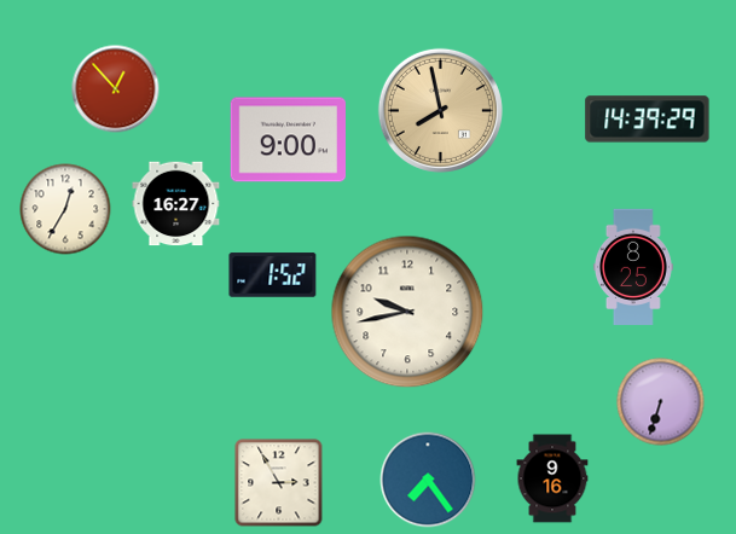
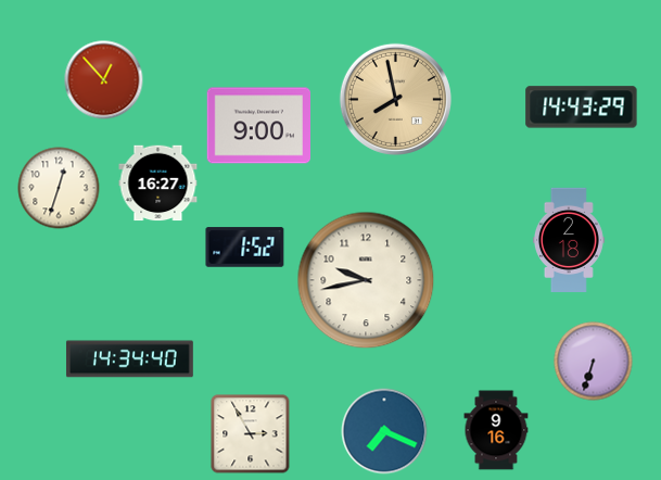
clock at (648, 120): 14:39 -> 14:43
clock at (65, 209): 12:35 -> 12:33
clock at (633, 266): 8:25 -> 2:18
clock at (129, 359): none -> 14:34
clock at (428, 480): 7:24 -> 7:19
